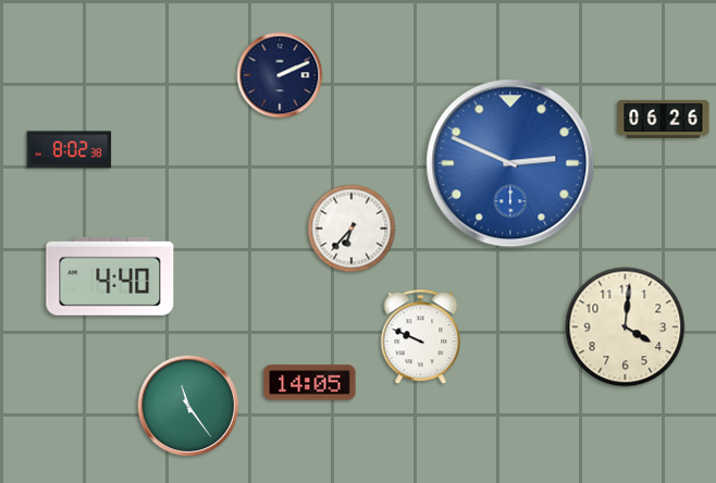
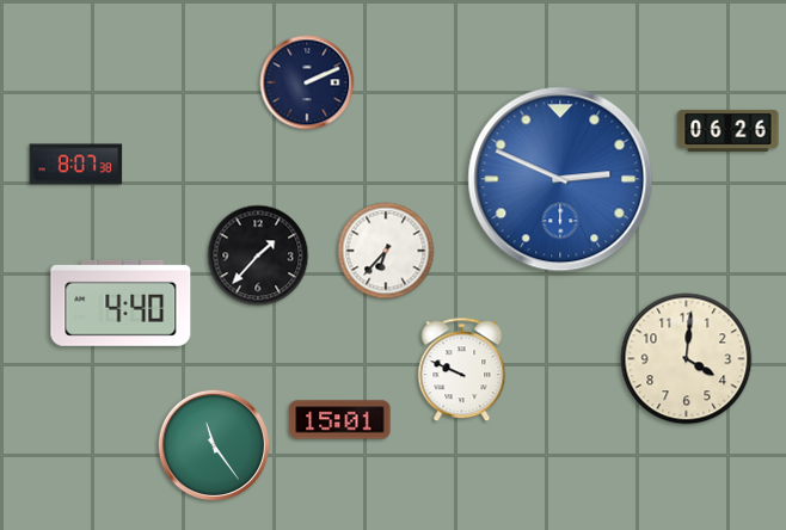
clock at (70, 150): 8:02 -> 8:07
clock at (258, 255): none -> 1:37
clock at (310, 383): 14:05 -> 15:01
clock at (187, 405) position: (187, 405) -> (213, 444)
